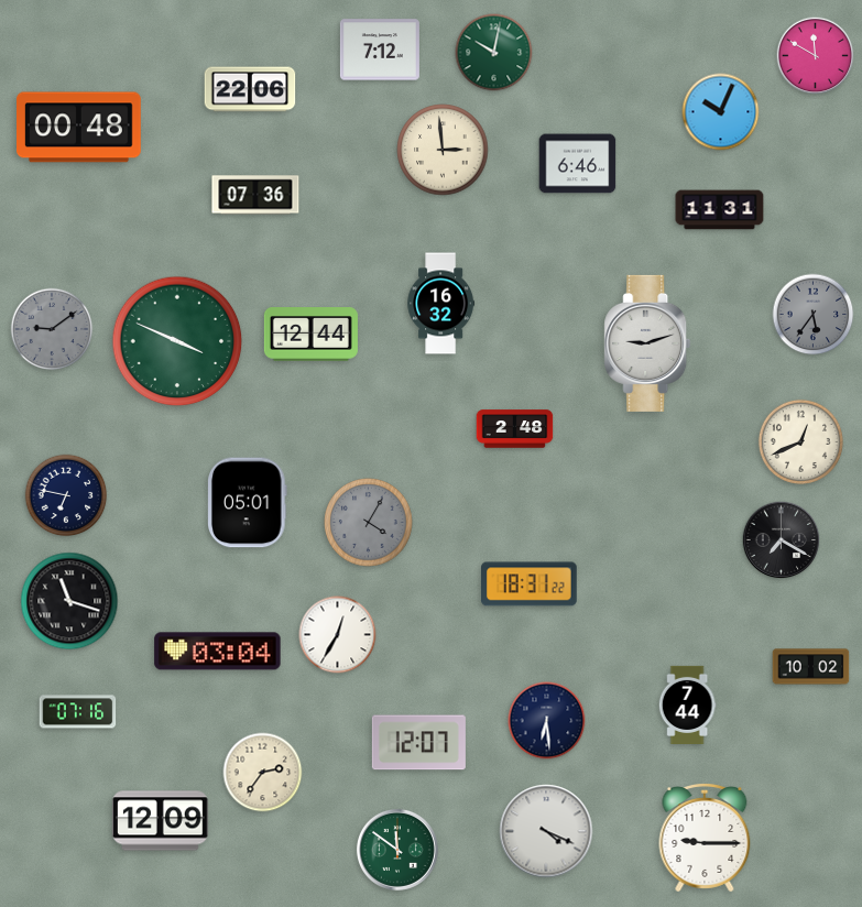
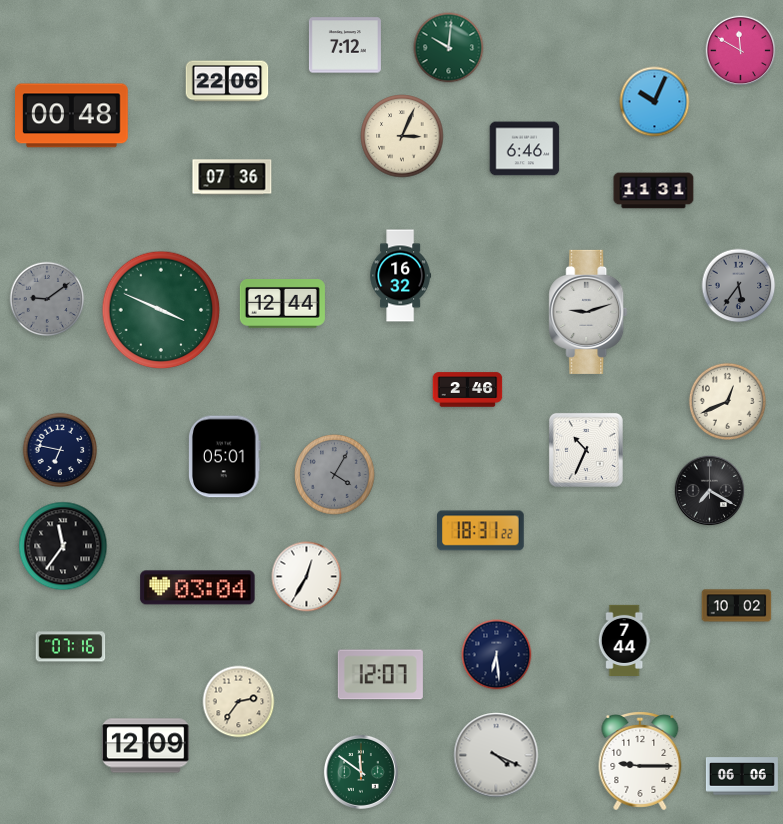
clock at (494, 53): 10:02 -> 10:01
clock at (443, 150): 2:59 -> 3:04
clock at (515, 429): 2:48 -> 2:46
clock at (586, 450): none -> 10:34
clock at (69, 601): 11:18 -> 11:36
clock at (218, 652) position: (218, 652) -> (198, 588)
clock at (742, 776): none -> 06:06
